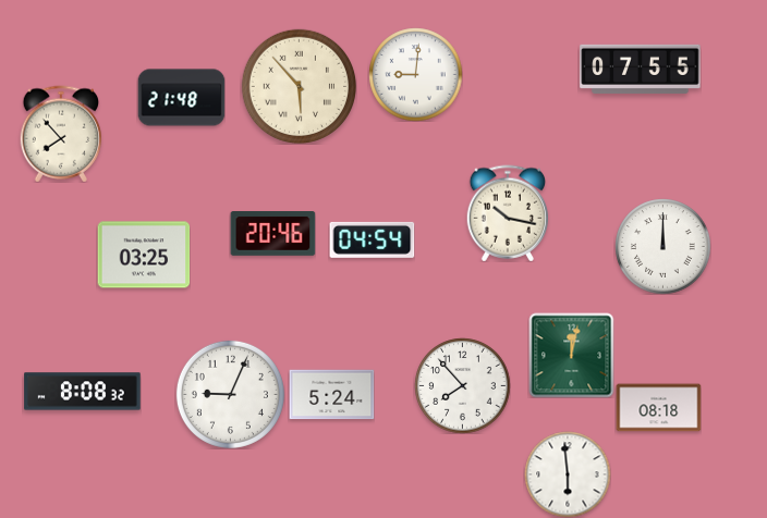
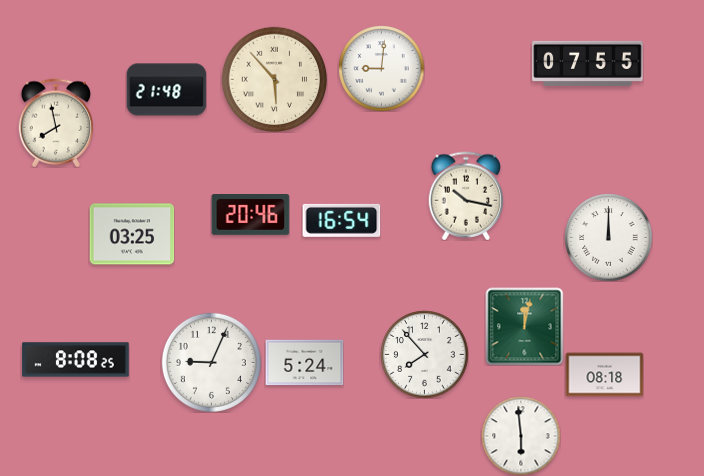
clock at (61, 134): 7:53 -> 7:58
clock at (372, 239): 04:54 -> 16:54
clock at (662, 246) position: (662, 246) -> (608, 237)
clock at (83, 392): 8:08:32 -> 8:08:25
